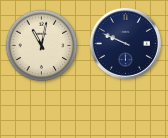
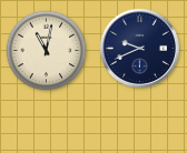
clock at (125, 43): 9:49 -> 9:41
